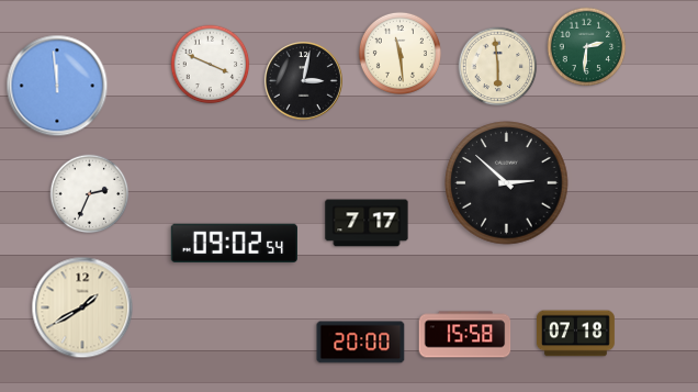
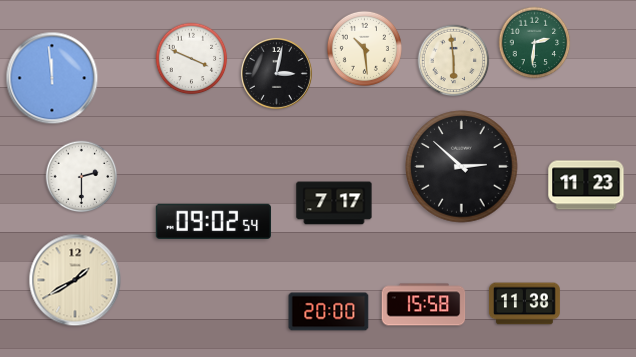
clock at (399, 53): 11:29 -> 10:29
clock at (90, 194): 2:34 -> 2:30
clock at (586, 185): none -> 11:23
clock at (575, 334): 07:18 -> 11:38
